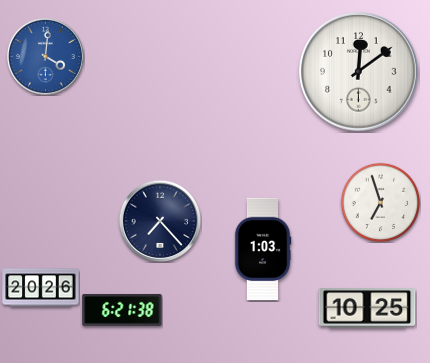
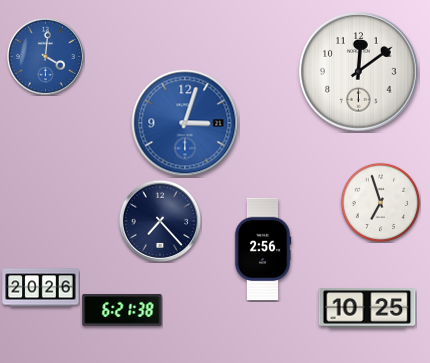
clock at (185, 123): none -> 3:03
clock at (263, 249): 1:03 -> 2:56
